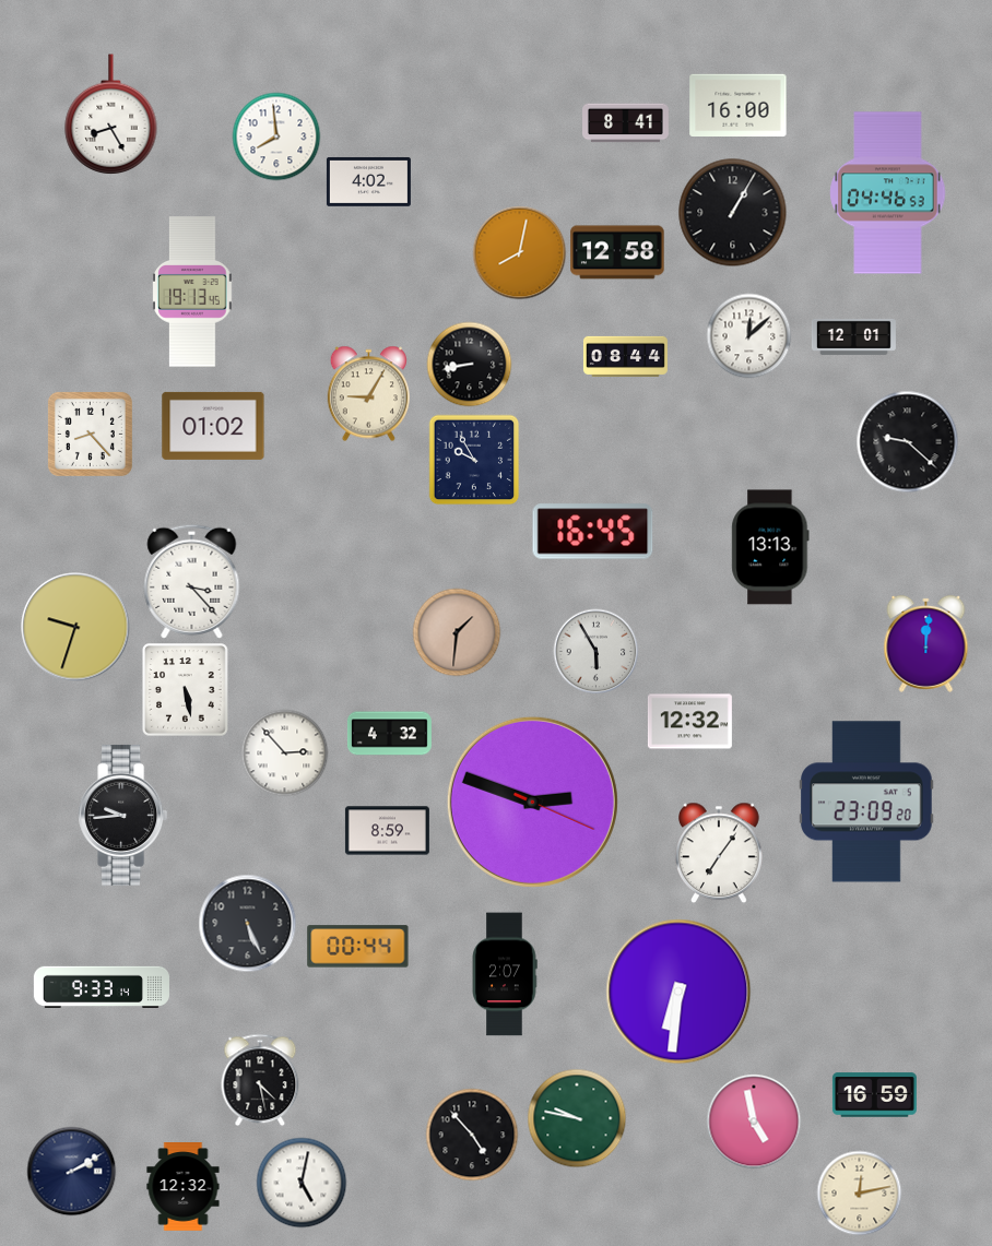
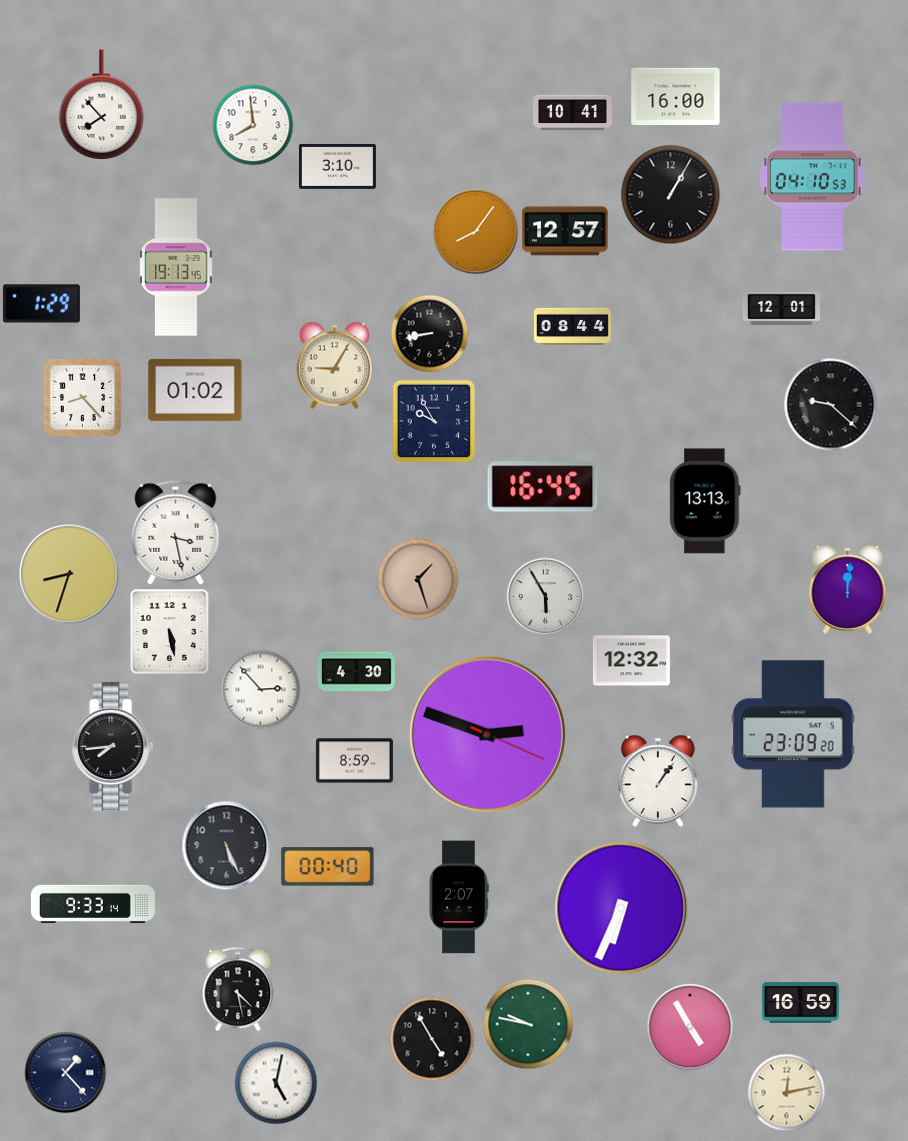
clock at (111, 115): 8:25 -> 7:53
clock at (626, 123): 8:41 -> 10:41
clock at (368, 181): 4:02 -> 3:10
clock at (888, 193): 04:46 -> 04:10
clock at (519, 252): 8:02 -> 8:06
clock at (617, 252): 12:58 -> 12:57
clock at (41, 304): none -> 1:29
clock at (748, 335): 12:08 -> none
clock at (368, 393) position: (368, 393) -> (334, 365)
clock at (192, 581): 3:23 -> 3:28
clock at (75, 627): 9:33 -> 8:33
clock at (457, 632): 1:31 -> 1:27
clock at (389, 734): 4:32 -> 4:30
clock at (123, 815): 9:44 -> 7:44
clock at (720, 853): 7:06 -> 1:06
clock at (358, 947): 00:44 -> 00:40
clock at (505, 974) position: (505, 974) -> (459, 897)
clock at (678, 992): 6:31 -> 6:34
clock at (754, 1122): 4:58 -> 4:55
clock at (472, 1135): 4:53 -> 4:55
clock at (71, 1171): 2:10 -> 1:23
clock at (184, 1187): 12:32 -> none
